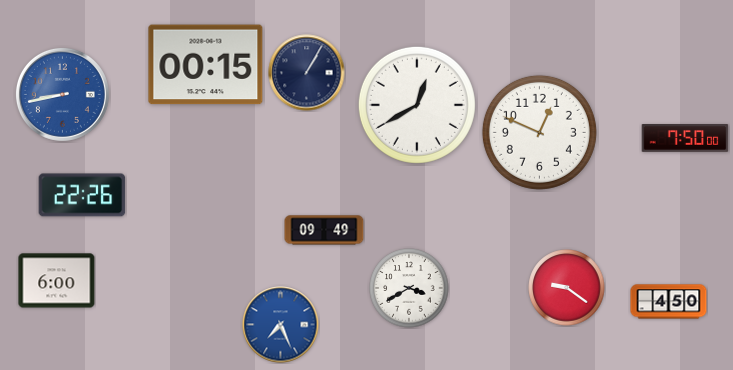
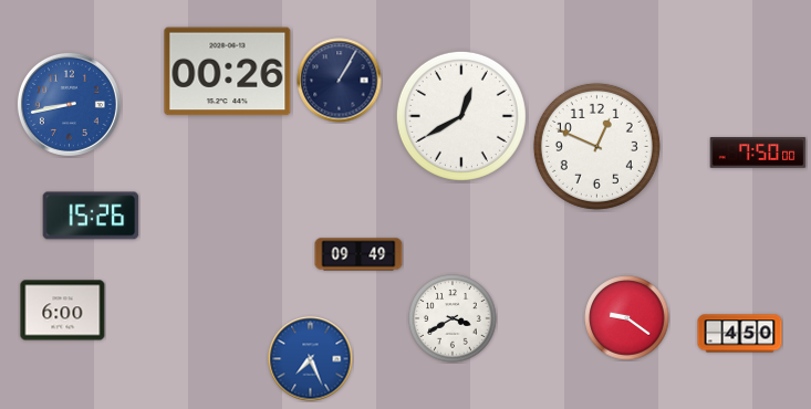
clock at (206, 65): 00:15 -> 00:26
clock at (82, 195): 22:26 -> 15:26
